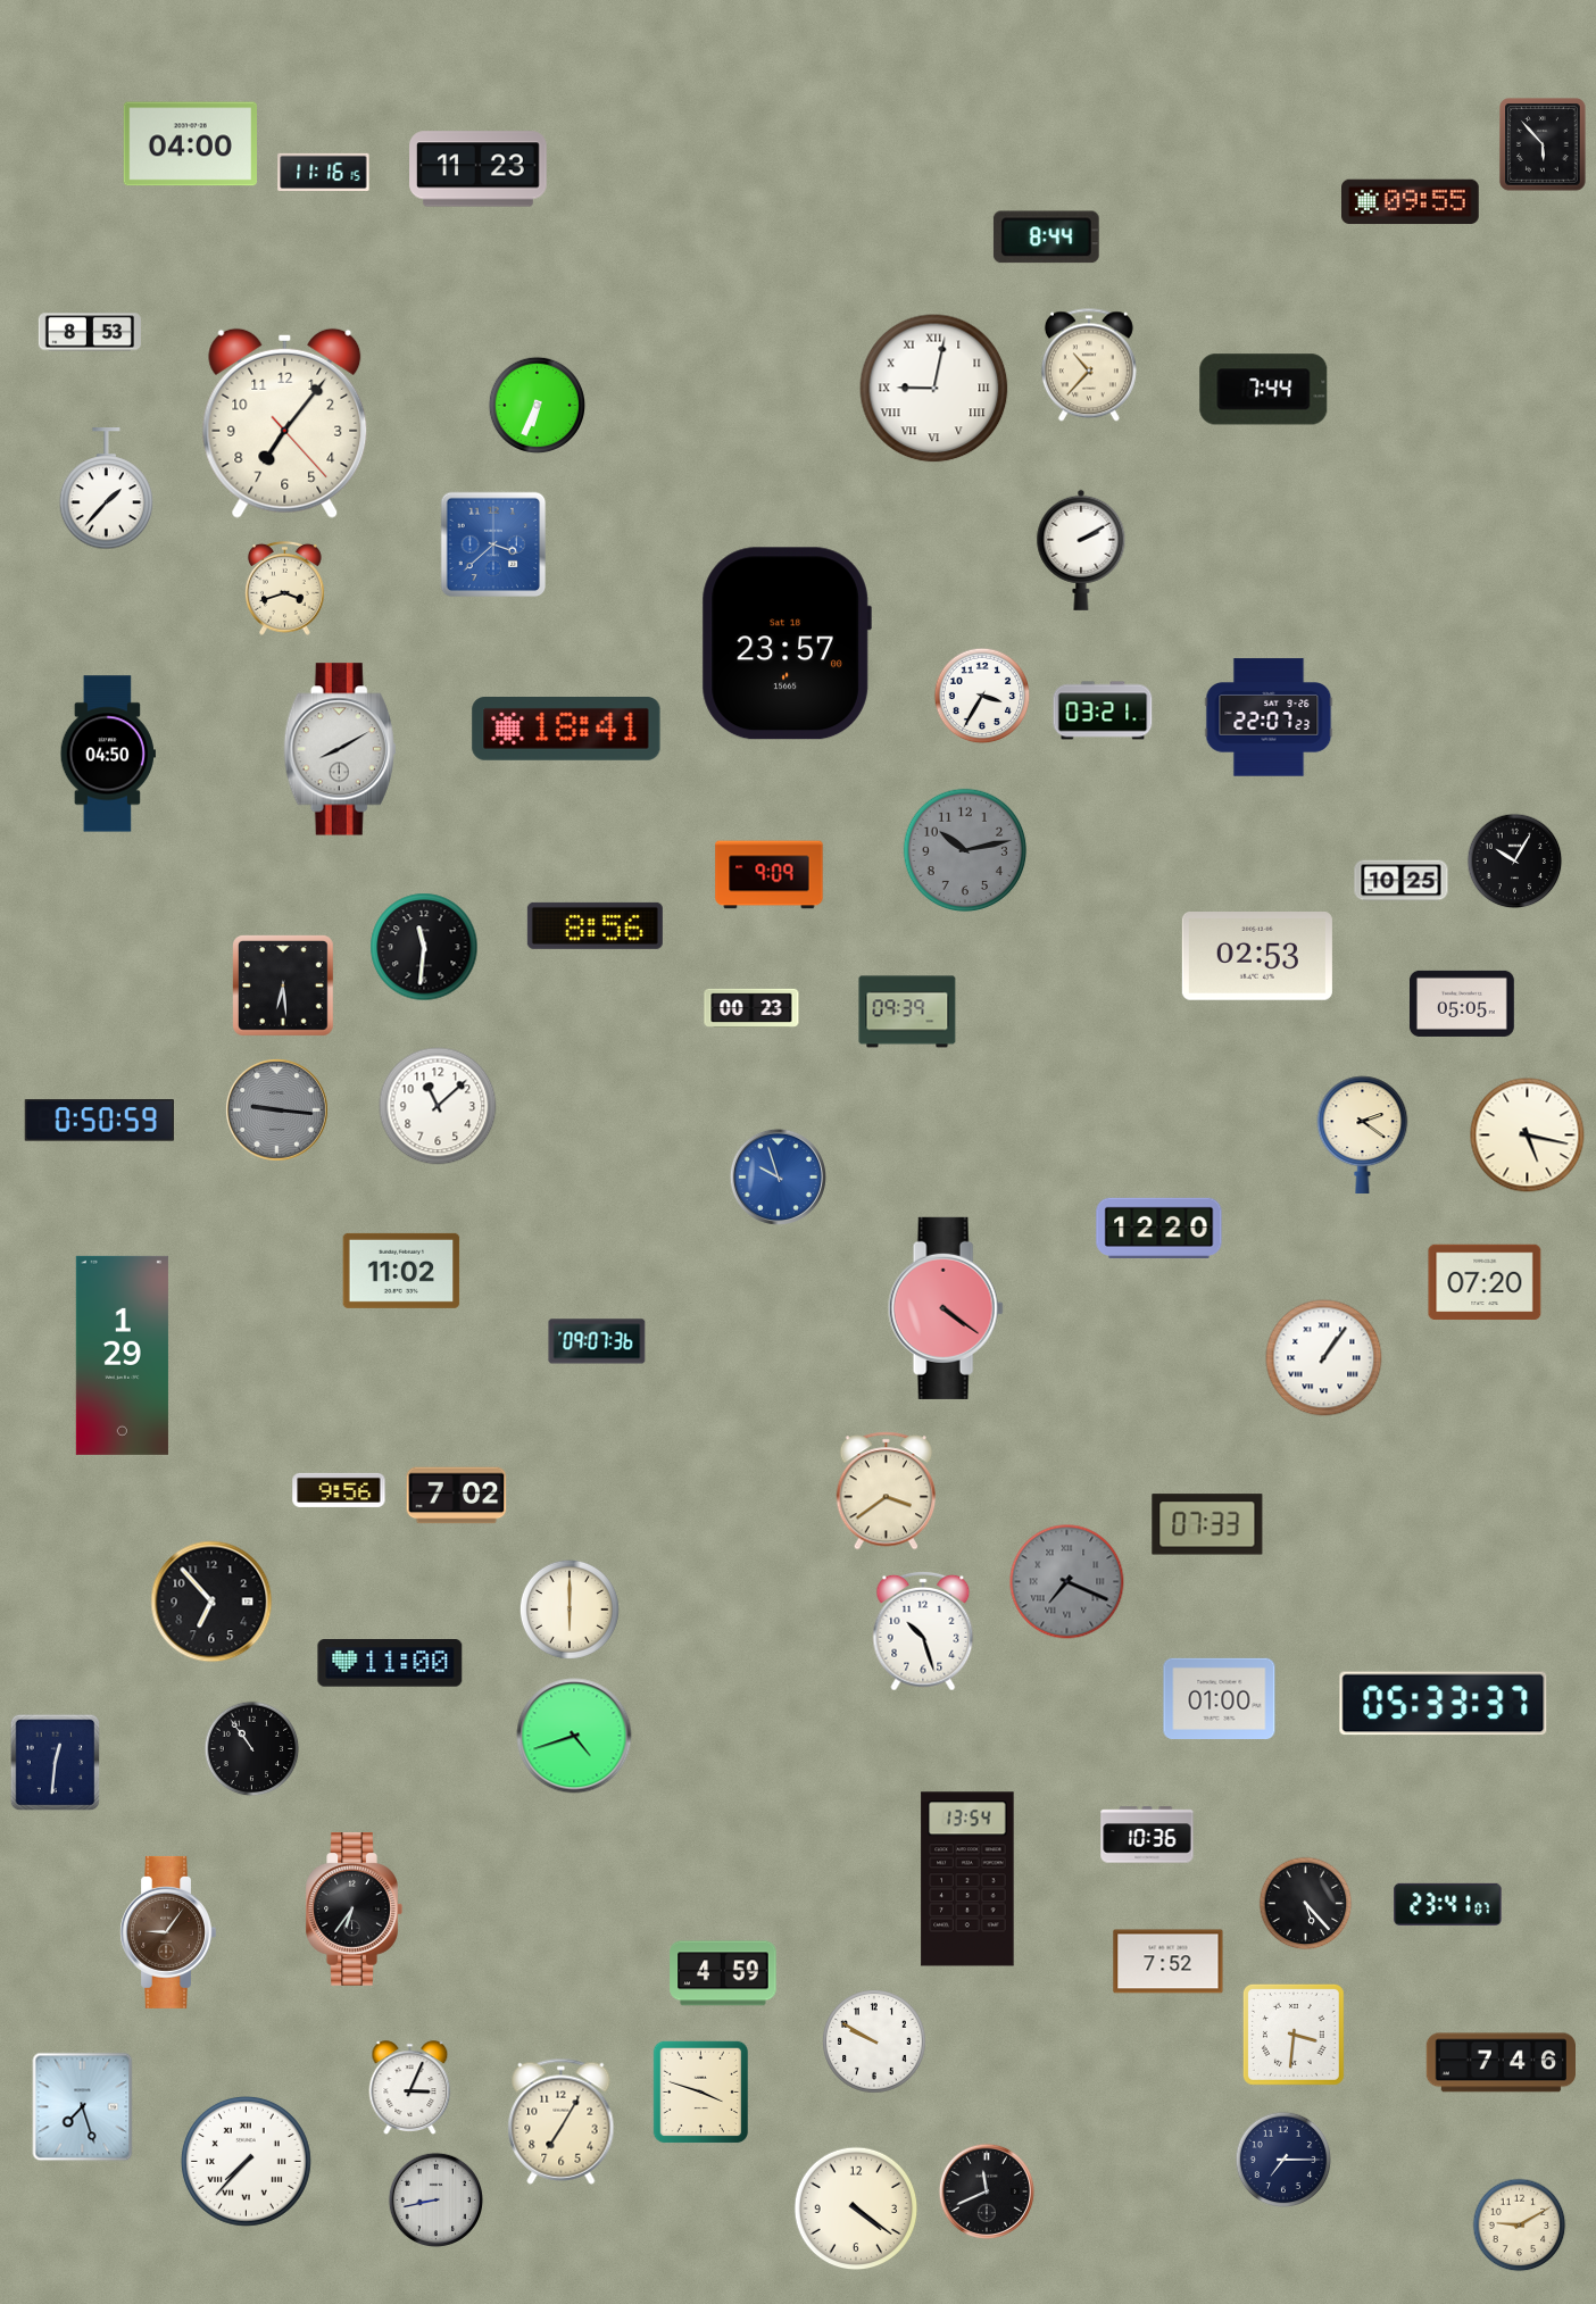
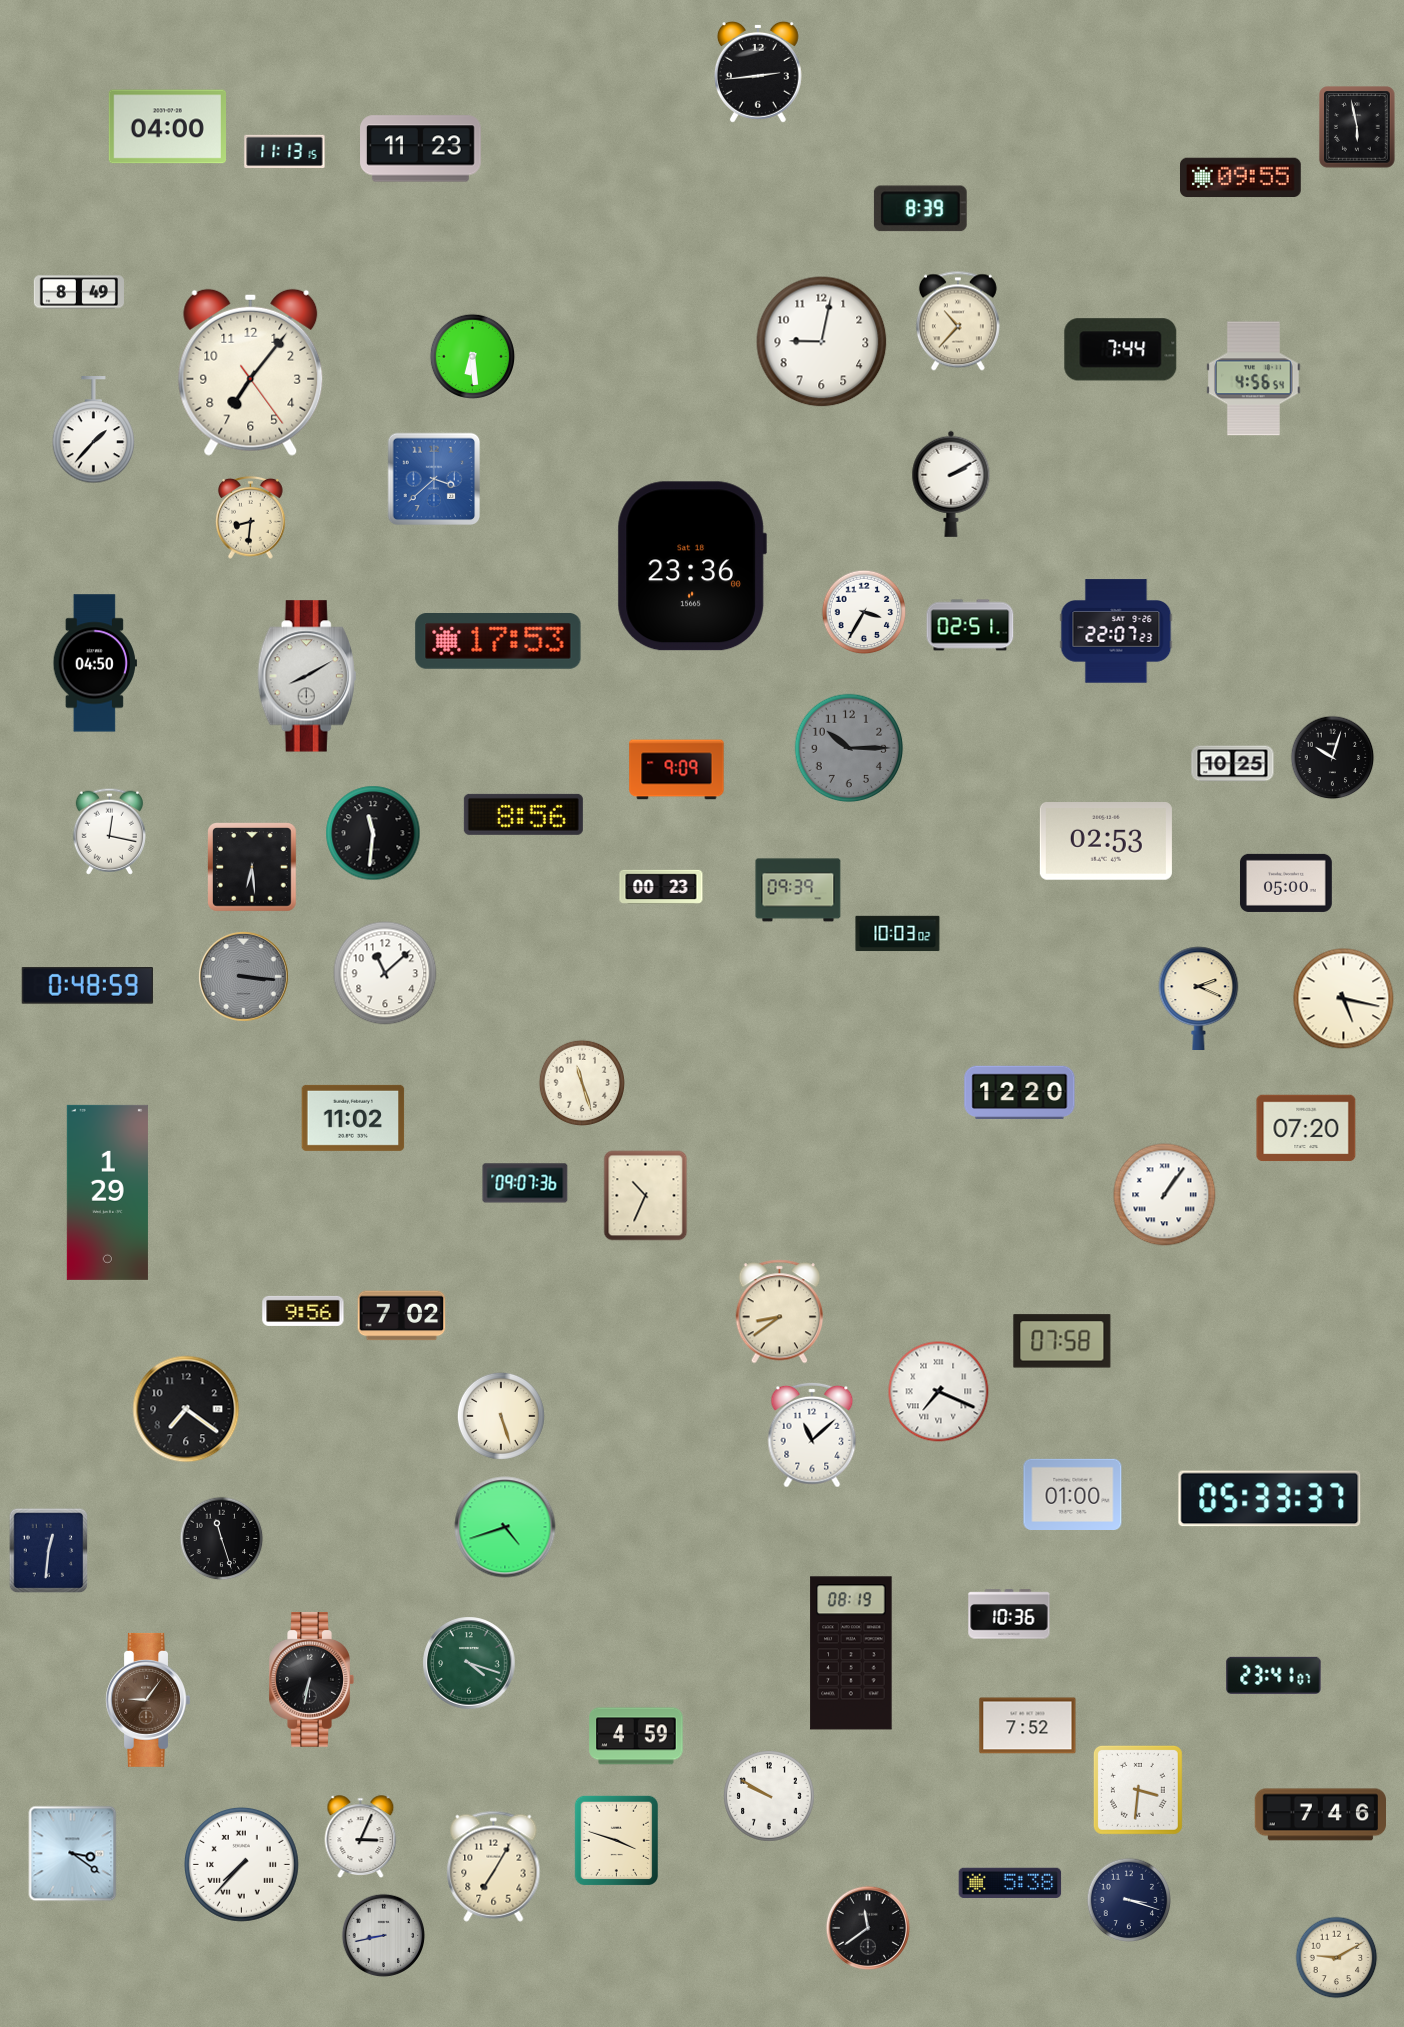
clock at (758, 72): none -> 2:44
clock at (1543, 144): 5:53 -> 5:58
clock at (324, 172): 11:16 -> 11:13
clock at (1046, 238): 8:44 -> 8:39
clock at (90, 332): 8:53 -> 8:49
clock at (934, 389) numerals: Roman -> Arabic
clock at (1264, 390) position: (1264, 390) -> (1121, 350)
clock at (538, 406): 6:34 -> 6:29
clock at (285, 423): 7:06:23 -> 7:06:24
clock at (1254, 379): none -> 4:56
clock at (285, 588): 3:42 -> 8:31
clock at (787, 643): 23:57 -> 23:36
clock at (1103, 710): 03:21 -> 02:51
clock at (566, 730): 18:41 -> 17:53
clock at (340, 749) position: (340, 749) -> (307, 676)
clock at (965, 850): 10:13 -> 10:15
clock at (1515, 862): 10:05 -> 10:03
clock at (1402, 881) position: (1402, 881) -> (1233, 764)
clock at (109, 831): none -> 12:17
clock at (284, 987) position: (284, 987) -> (253, 868)
clock at (1462, 1004): 05:05 -> 05:00
clock at (898, 934): none -> 10:03
clock at (277, 1111): 9:16 -> 3:16
clock at (99, 1121): 0:50 -> 0:48
clock at (1363, 1134): 2:21 -> 2:19
clock at (778, 1176): 9:57 -> none
clock at (1159, 1229) position: (1159, 1229) -> (1020, 1093)
clock at (582, 1083): none -> 11:27
clock at (946, 1308): 4:21 -> none
clock at (597, 1341) position: (597, 1341) -> (525, 1183)
clock at (646, 1196): none -> 10:34
clock at (339, 1490) position: (339, 1490) -> (303, 1311)
clock at (887, 1491): 3:39 -> 8:39
clock at (1207, 1524): 07:33 -> 07:58
clock at (1067, 1582) dial: grey -> white
clock at (211, 1602): 6:53 -> 7:21
clock at (570, 1610): 6:00 -> 5:27
clock at (923, 1631): 10:27 -> 11:08
clock at (390, 1664): 11:00 -> none
clock at (252, 1749): 10:54 -> 11:27
clock at (967, 1879): 13:54 -> 08:19
clock at (469, 1663): none -> 4:18
clock at (1306, 1904): 5:23 -> none
clock at (354, 1910): 6:36 -> 6:32
clock at (83, 2107): 7:27 -> 3:21
clock at (1010, 1883): none -> 5:38
clock at (1283, 2160): 7:15 -> 3:18
clock at (246, 2161) position: (246, 2161) -> (241, 1864)
clock at (986, 2190): 11:41 -> 11:39
clock at (856, 2209): 4:21 -> none
